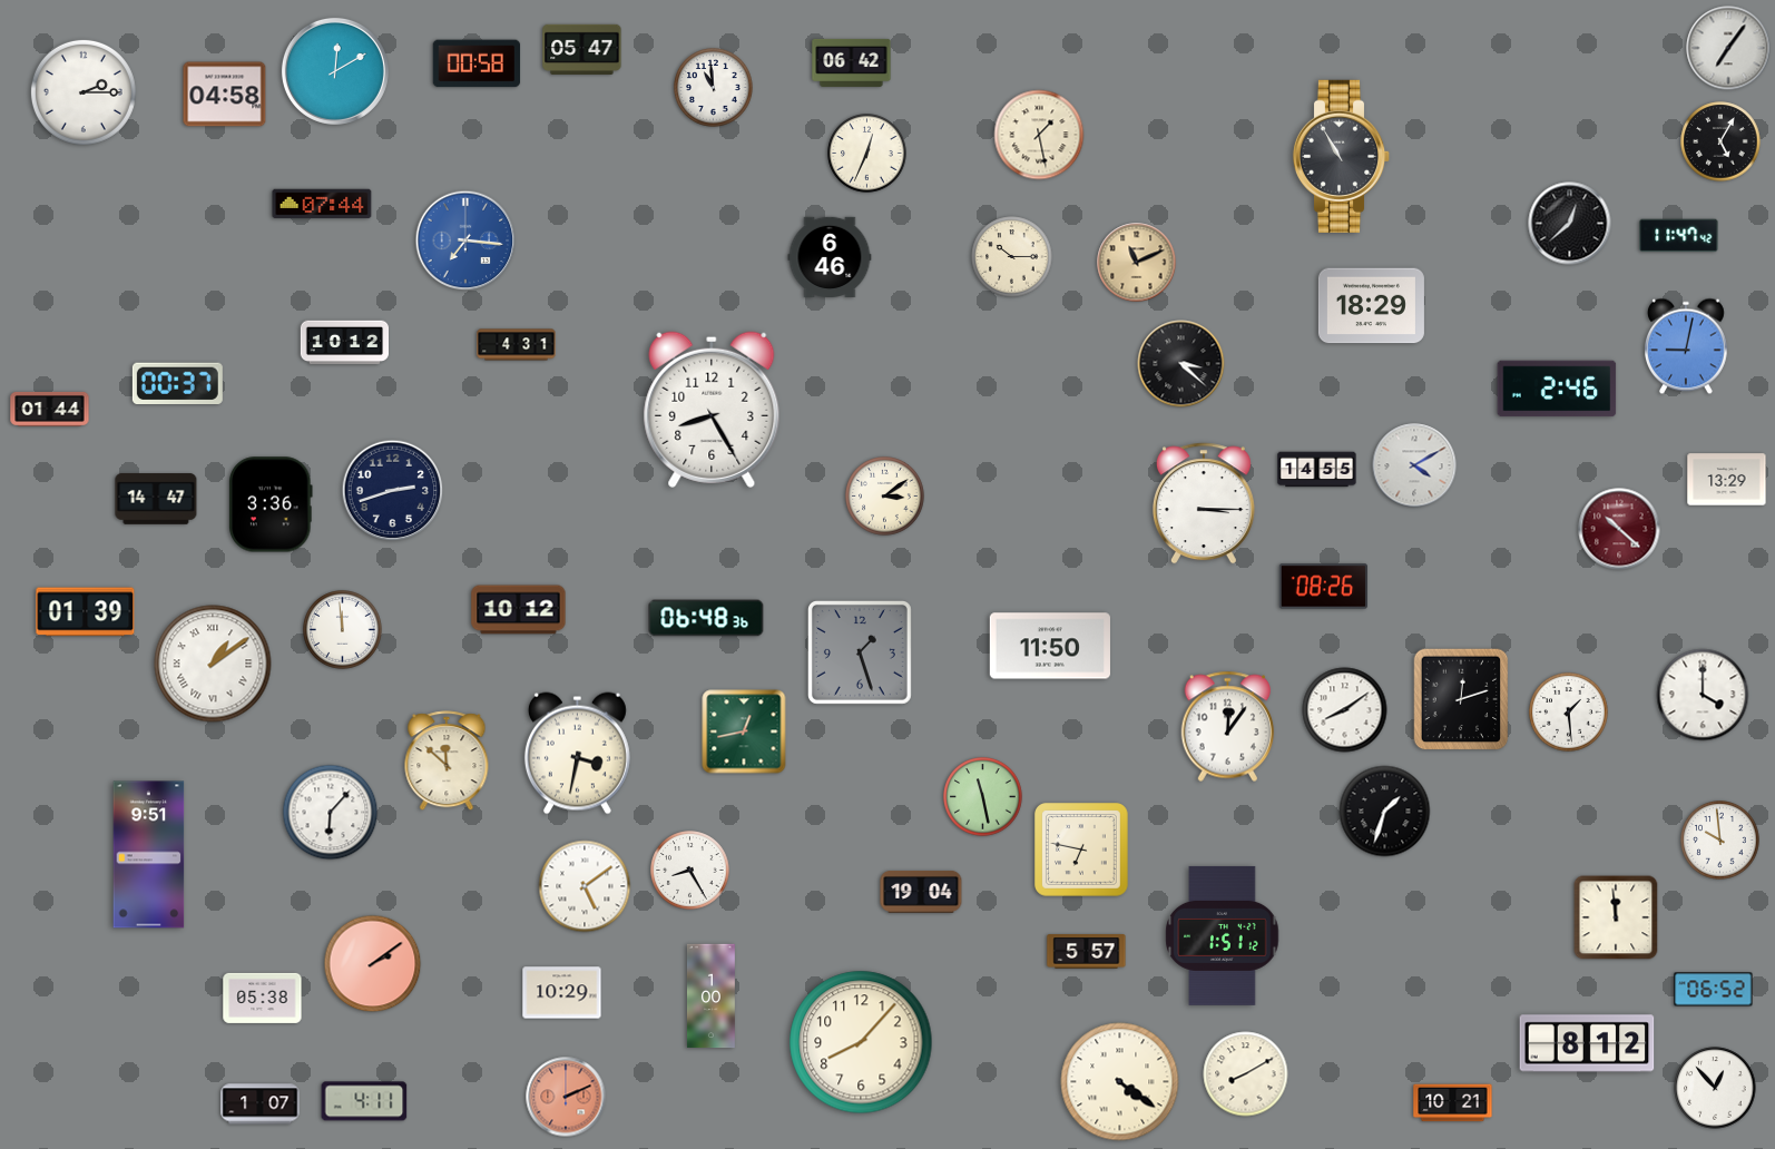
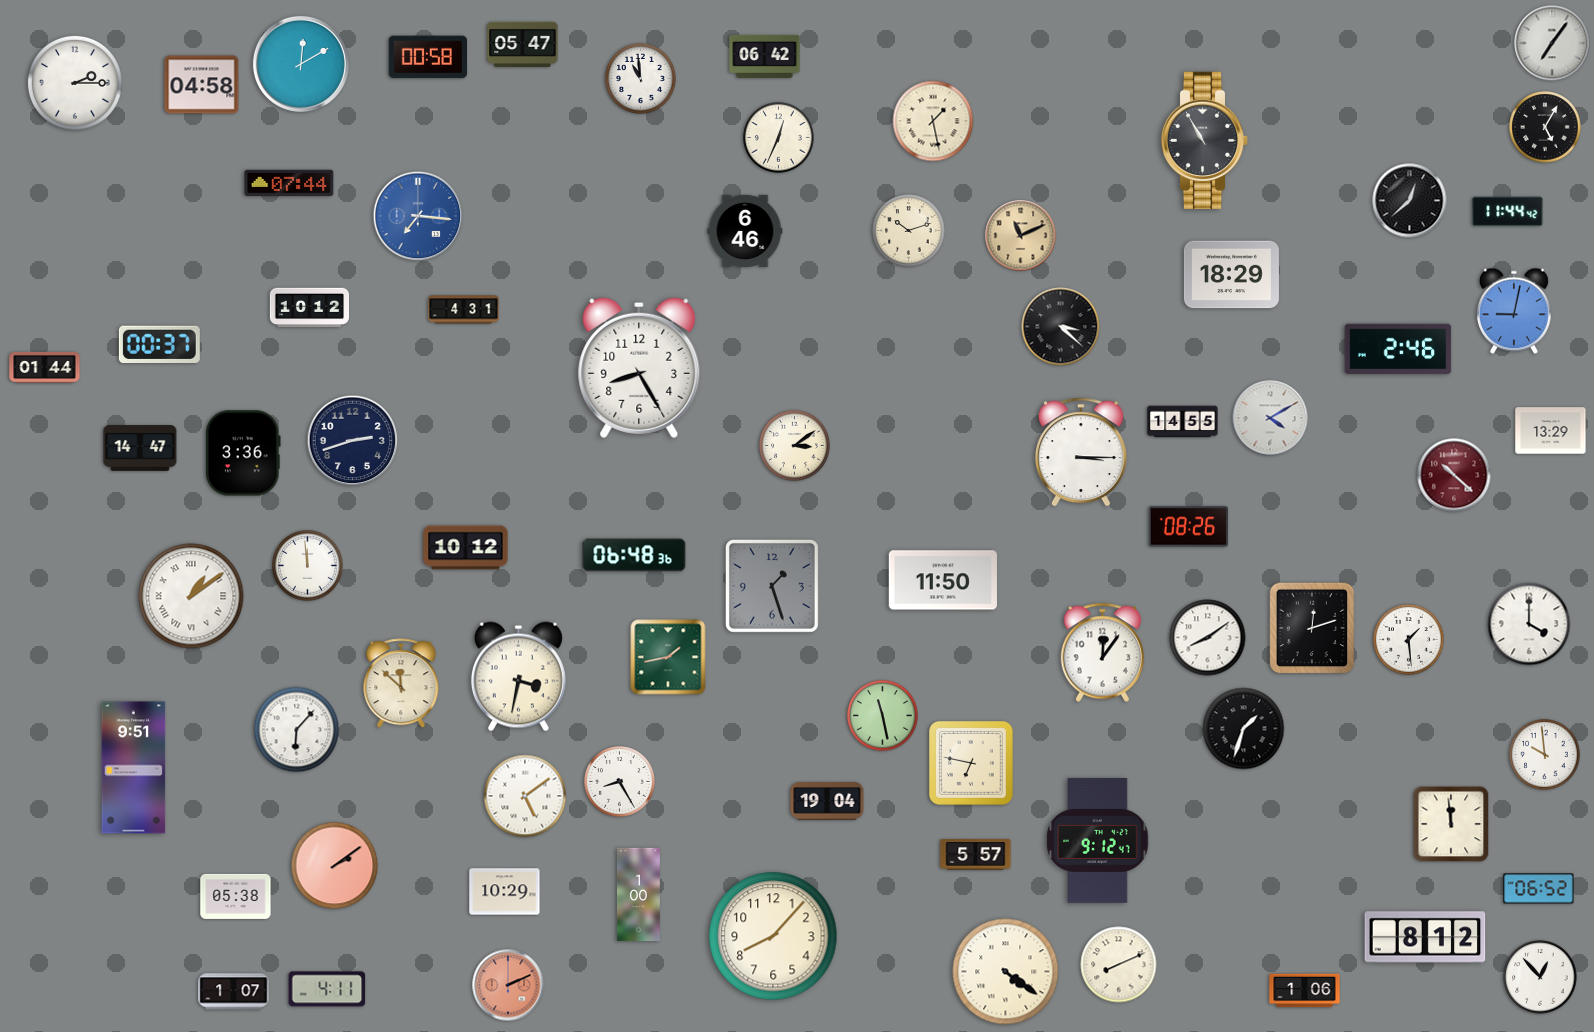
clock at (1679, 236): 11:47 -> 11:44
clock at (1012, 257): 10:15 -> 10:12
clock at (86, 612): 01:39 -> none
clock at (744, 731): 12:43 -> 1:43
clock at (1223, 935): 1:51 -> 9:12
clock at (1246, 1074): 8:10 -> 8:11
clock at (1453, 1103): 10:21 -> 1:06
